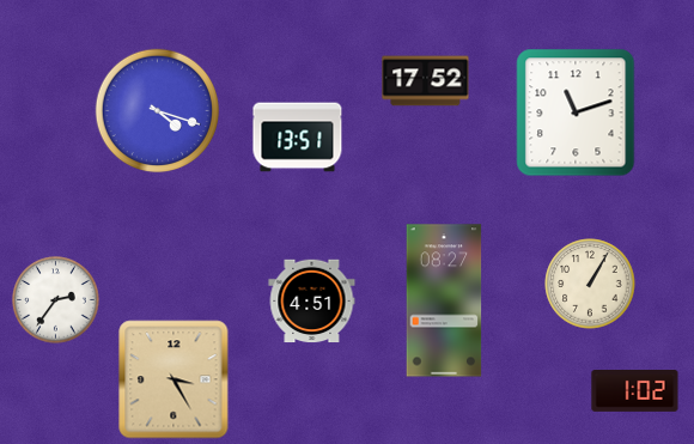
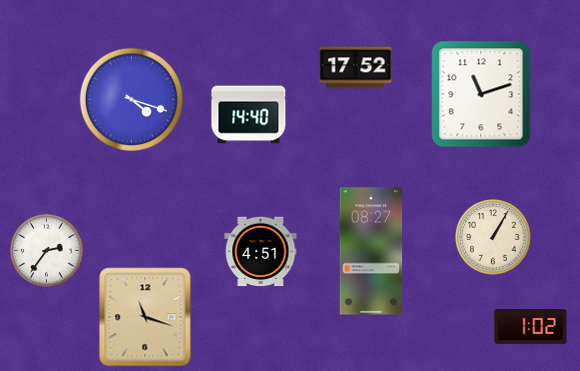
clock at (158, 111) position: (158, 111) -> (132, 100)
clock at (298, 138): 13:51 -> 14:40
clock at (173, 379): 3:25 -> 11:18
